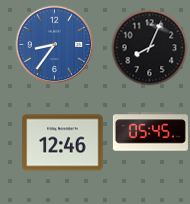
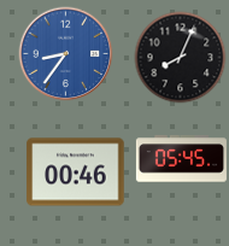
clock at (63, 143): 12:46 -> 00:46
